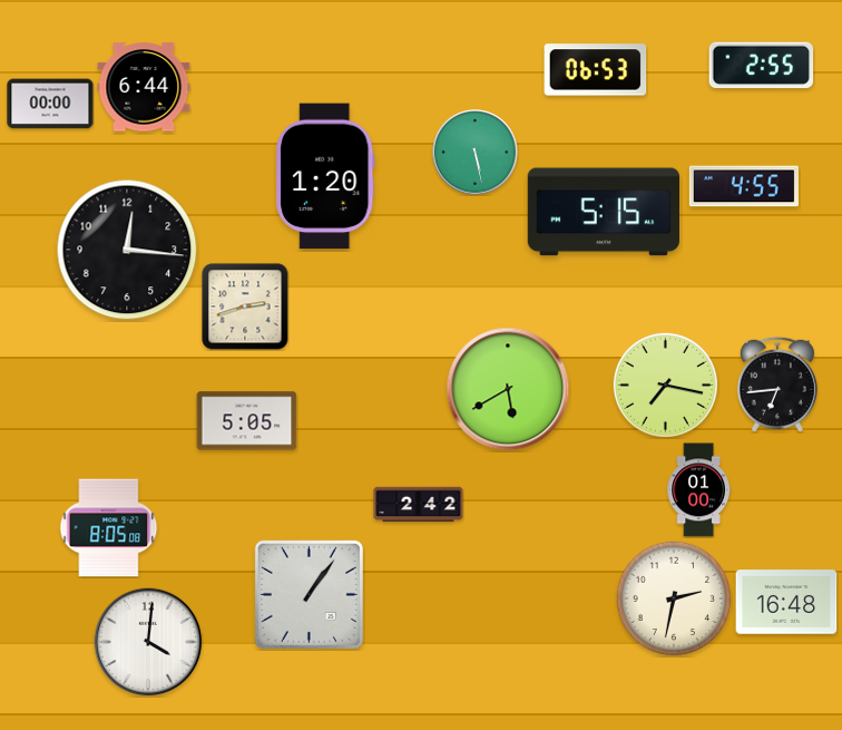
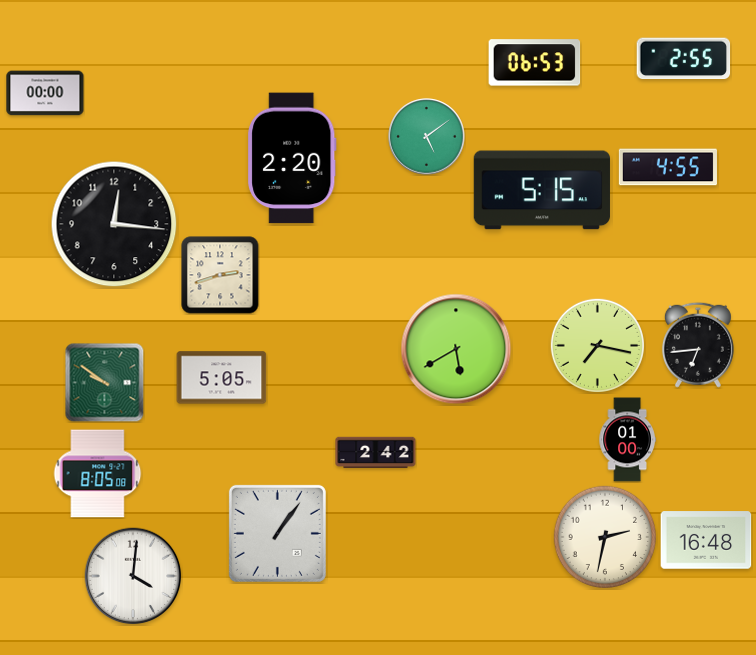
clock at (144, 87): 6:44 -> none
clock at (476, 153): 5:28 -> 5:09
clock at (325, 176): 1:20 -> 2:20
clock at (104, 382): none -> 9:51
